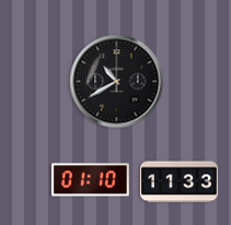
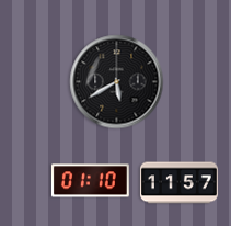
clock at (117, 82): 10:40 -> 5:40
clock at (178, 182): 11:33 -> 11:57
